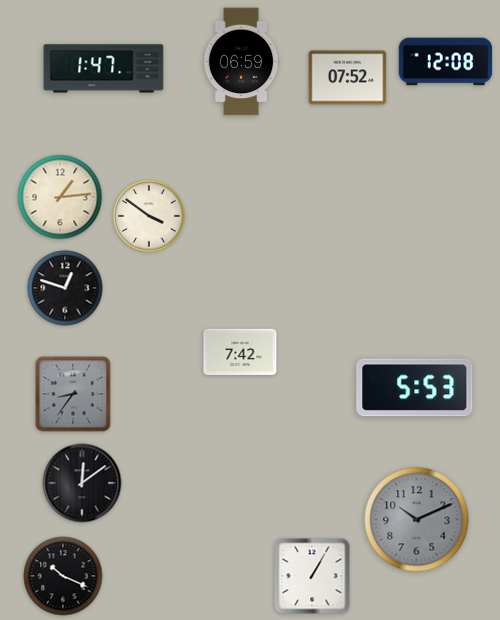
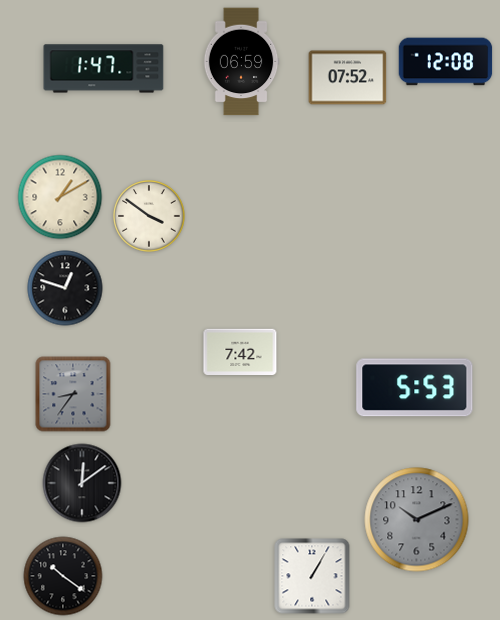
clock at (60, 197): 1:14 -> 1:10
clock at (63, 576): 10:19 -> 10:21
